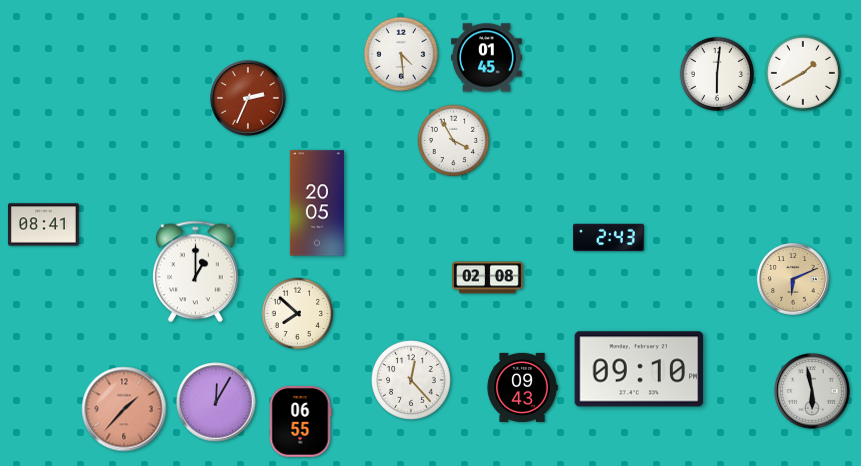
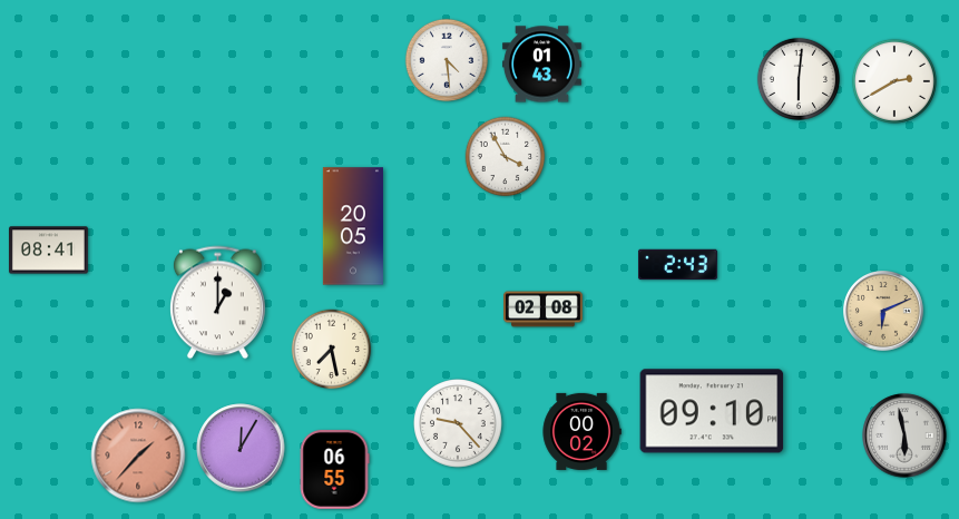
clock at (486, 58): 01:45 -> 01:43
clock at (803, 73): 1:40 -> 2:40
clock at (717, 74) position: (717, 74) -> (799, 79)
clock at (248, 98): 2:34 -> none
clock at (298, 314): 7:52 -> 7:28
clock at (411, 380): 12:23 -> 9:23
clock at (522, 387): 09:43 -> 00:02
